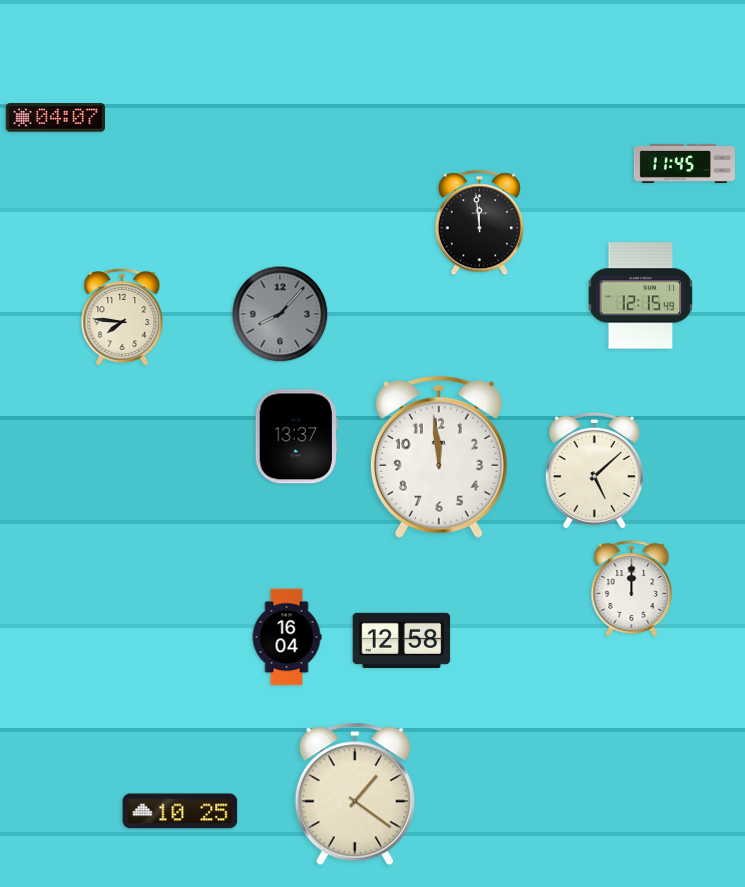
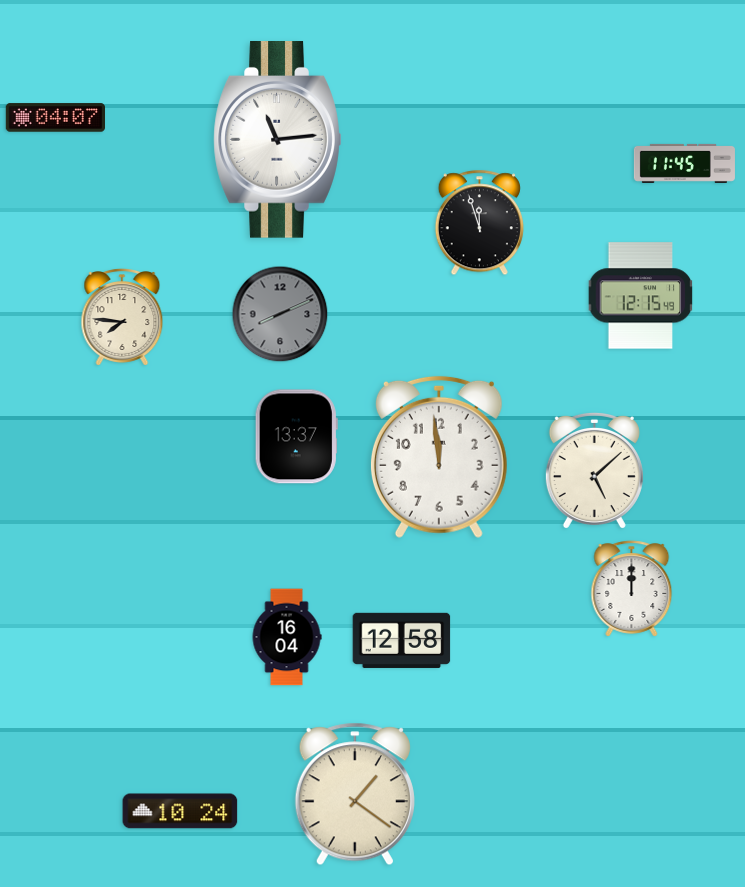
clock at (278, 140): none -> 11:14
clock at (479, 223): 11:59 -> 11:57
clock at (280, 314): 8:07 -> 8:11
clock at (180, 811): 10:25 -> 10:24
